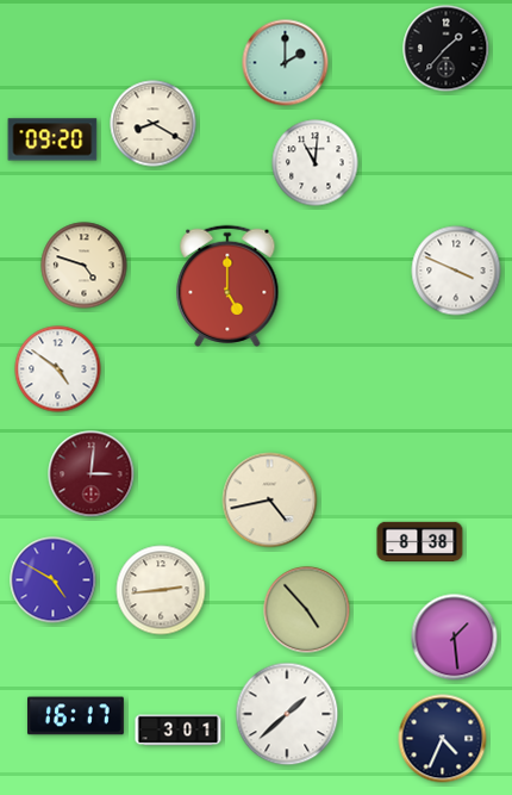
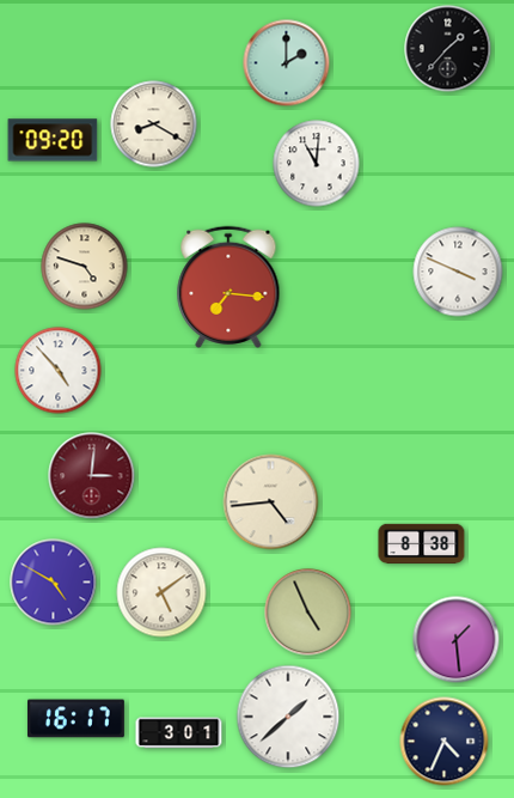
clock at (227, 286): 5:00 -> 7:16
clock at (58, 369): 4:51 -> 4:53
clock at (270, 501): 4:43 -> 4:44
clock at (161, 590): 2:44 -> 5:09
clock at (307, 610): 4:53 -> 4:56
